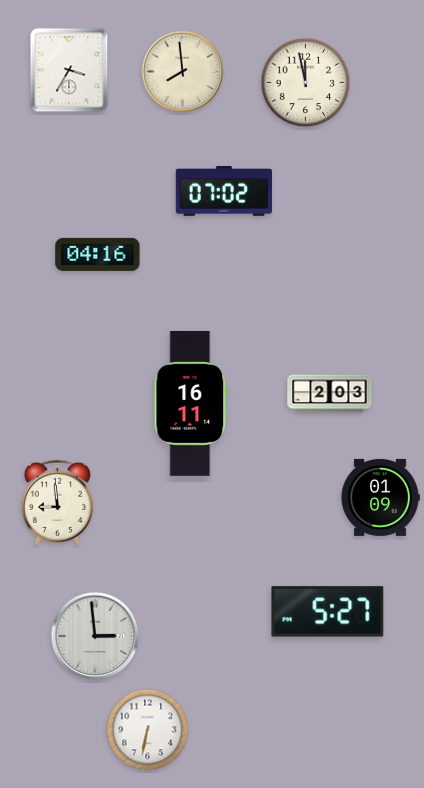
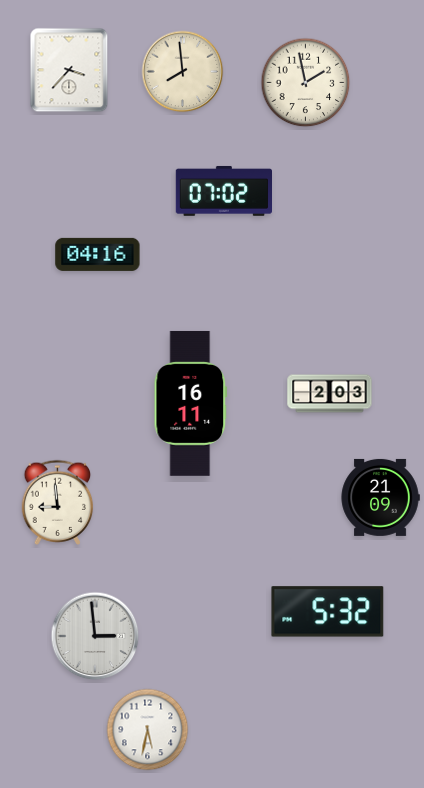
clock at (69, 70): 3:35 -> 3:37
clock at (306, 83): 11:58 -> 1:58
clock at (380, 497): 01:09 -> 21:09
clock at (328, 612): 5:27 -> 5:32
clock at (148, 730): 6:32 -> 5:32
